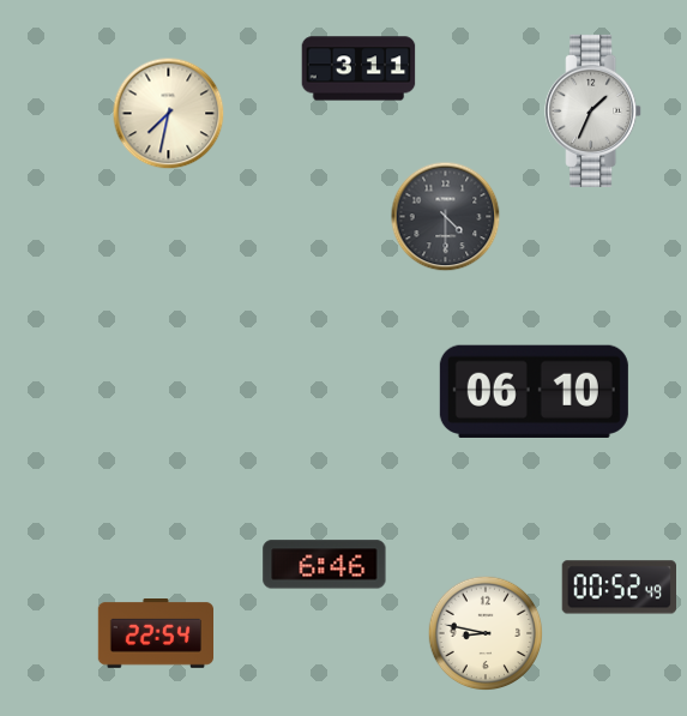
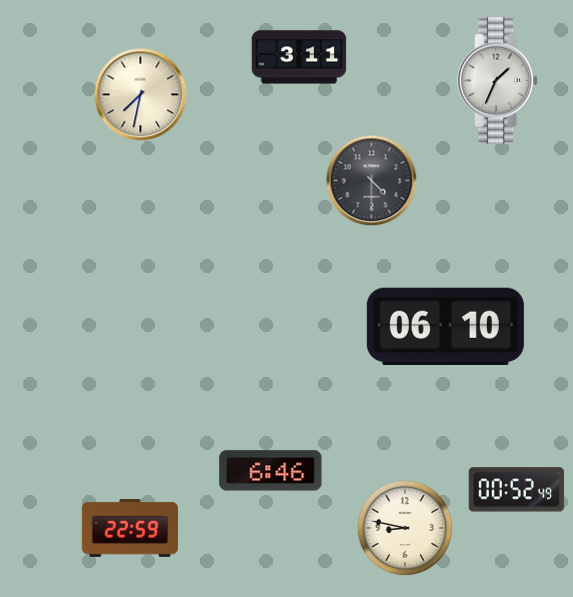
clock at (593, 110) position: (593, 110) -> (498, 80)
clock at (155, 634): 22:54 -> 22:59
